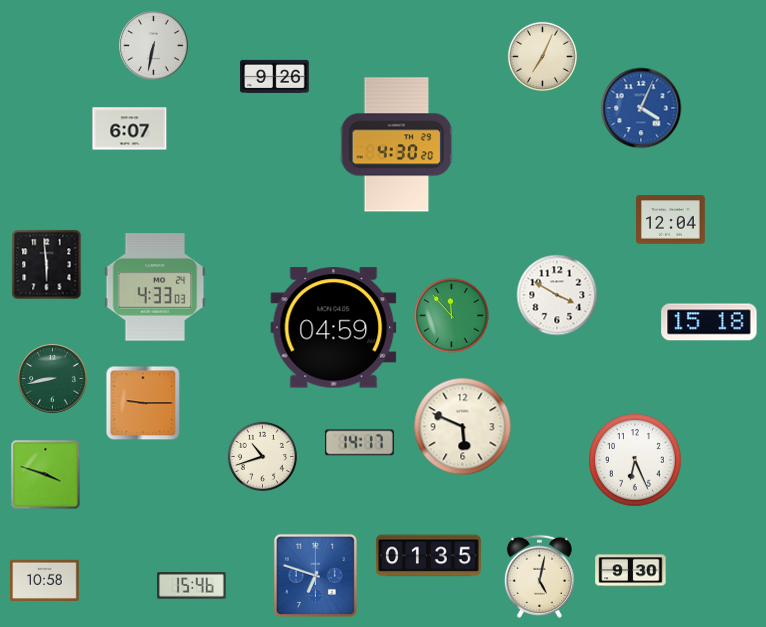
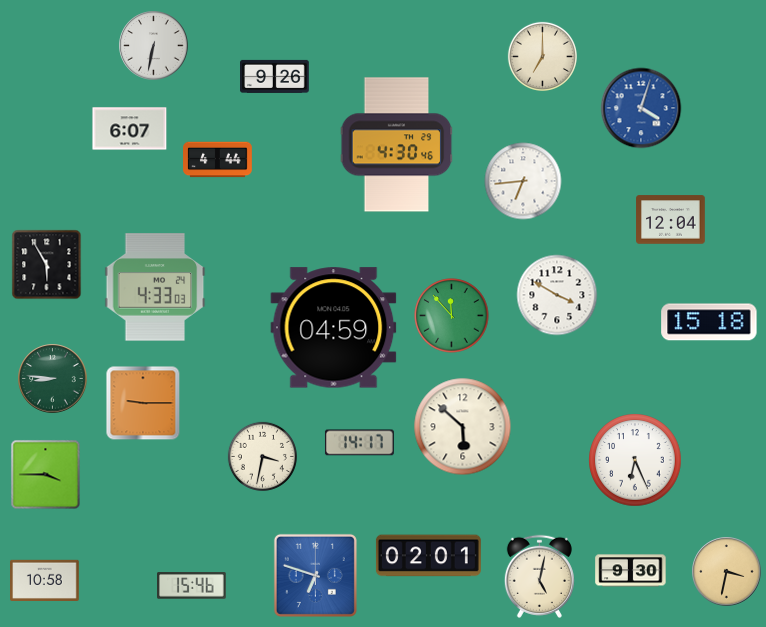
clock at (542, 56): 7:04 -> 7:00
clock at (641, 108): 4:04 -> 4:03
clock at (397, 145): 4:30:20 -> 4:30:46
clock at (218, 160): none -> 4:44
clock at (523, 181): none -> 6:44
clock at (47, 265): 5:59 -> 5:55
clock at (53, 379): 8:43 -> 8:46
clock at (463, 427): 5:49 -> 5:52
clock at (262, 456): 10:42 -> 3:32
clock at (46, 475): 3:48 -> 3:45
clock at (428, 556): 01:35 -> 02:01
clock at (727, 572): none -> 3:32
